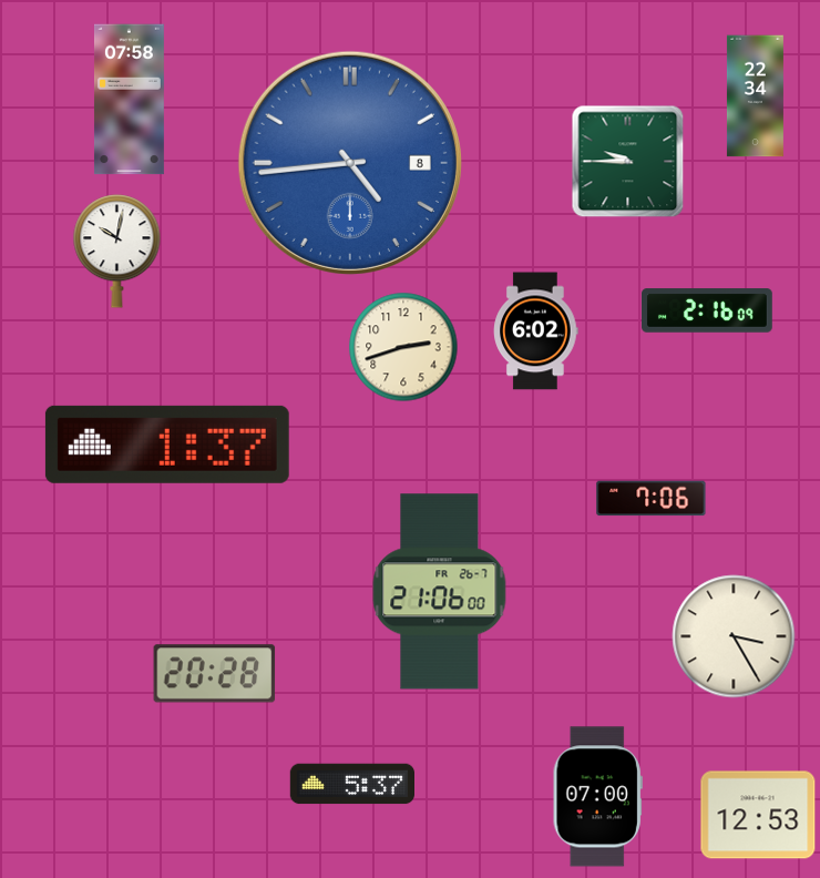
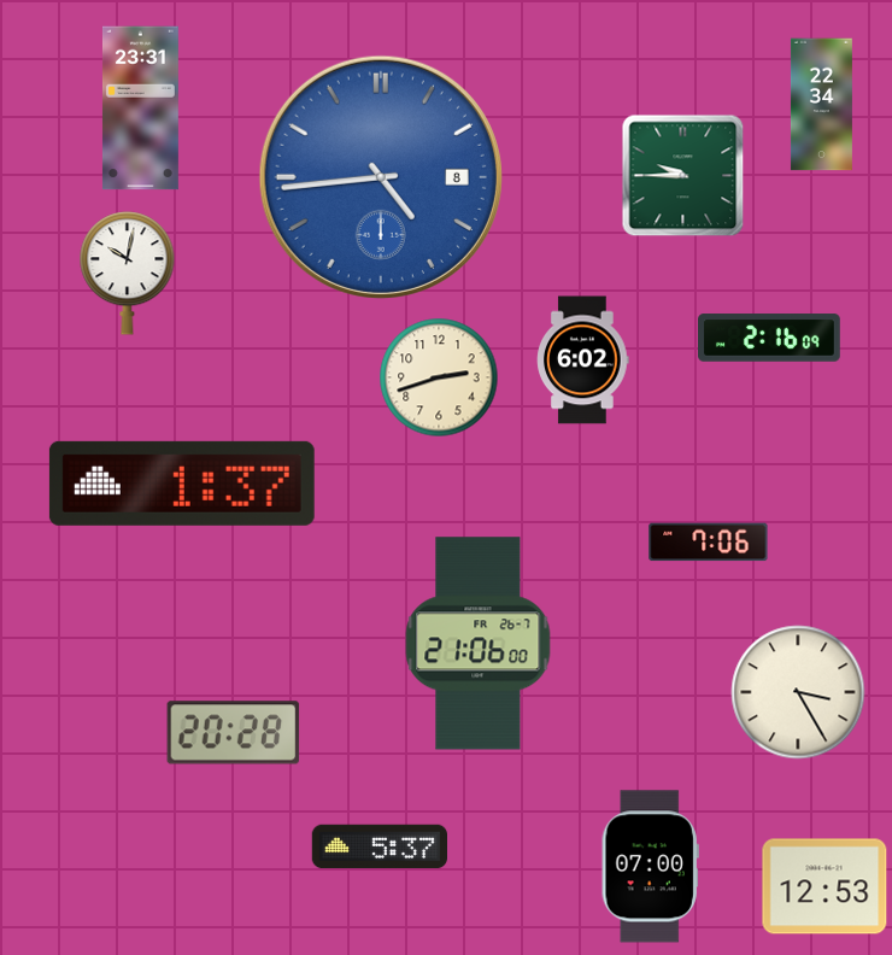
clock at (129, 100): 07:58 -> 23:31
clock at (351, 784) position: (351, 784) -> (378, 846)
